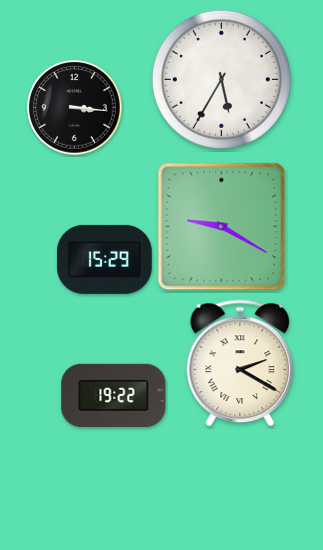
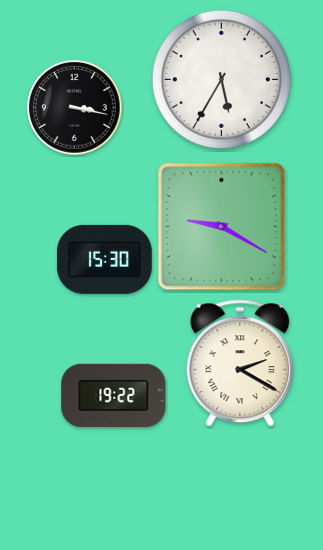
clock at (75, 108): 3:16 -> 3:17
clock at (105, 259): 15:29 -> 15:30
